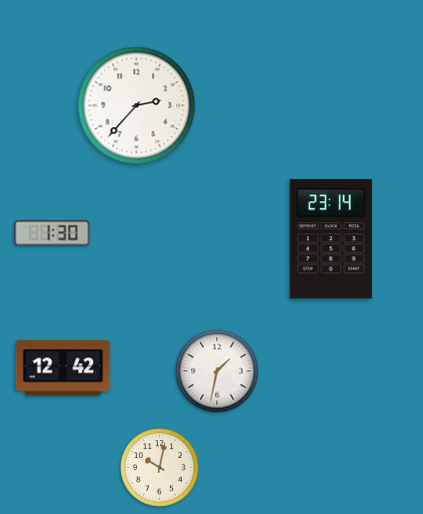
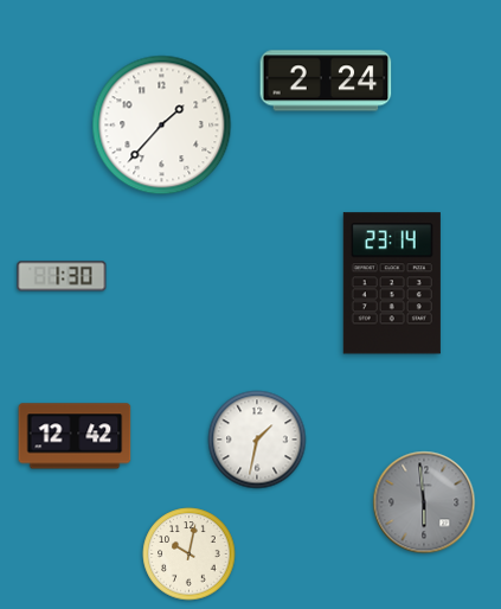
clock at (326, 81): none -> 2:24
clock at (137, 106): 2:37 -> 1:37
clock at (424, 502): none -> 5:59
